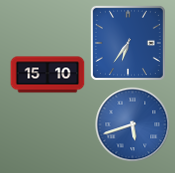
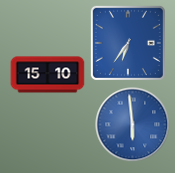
clock at (133, 125): 5:42 -> 5:59
